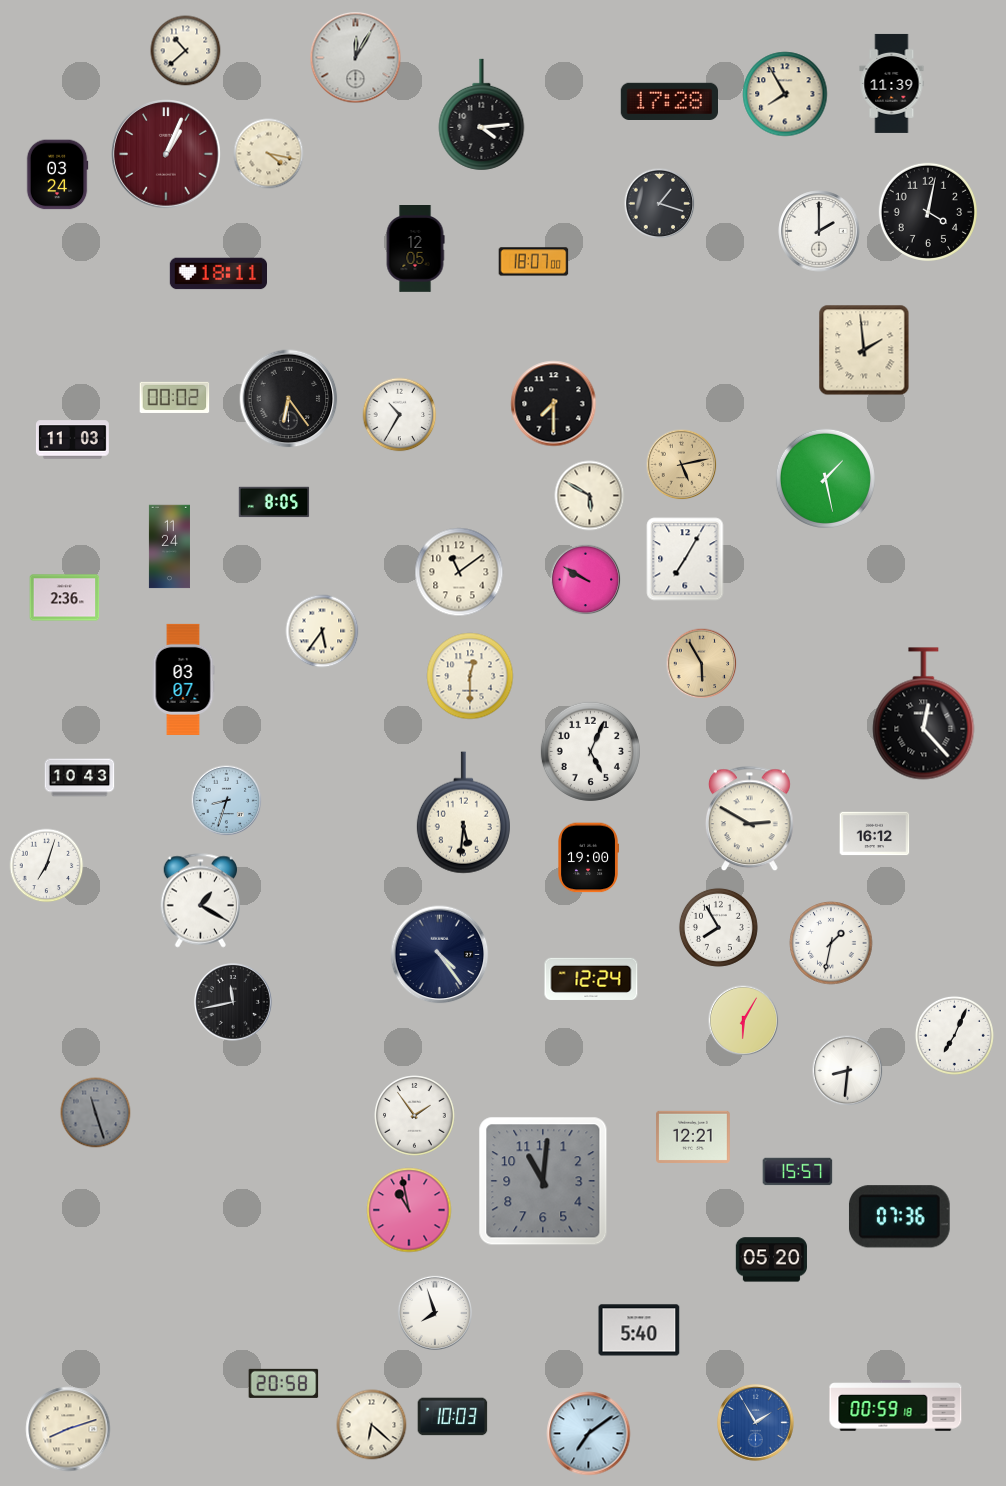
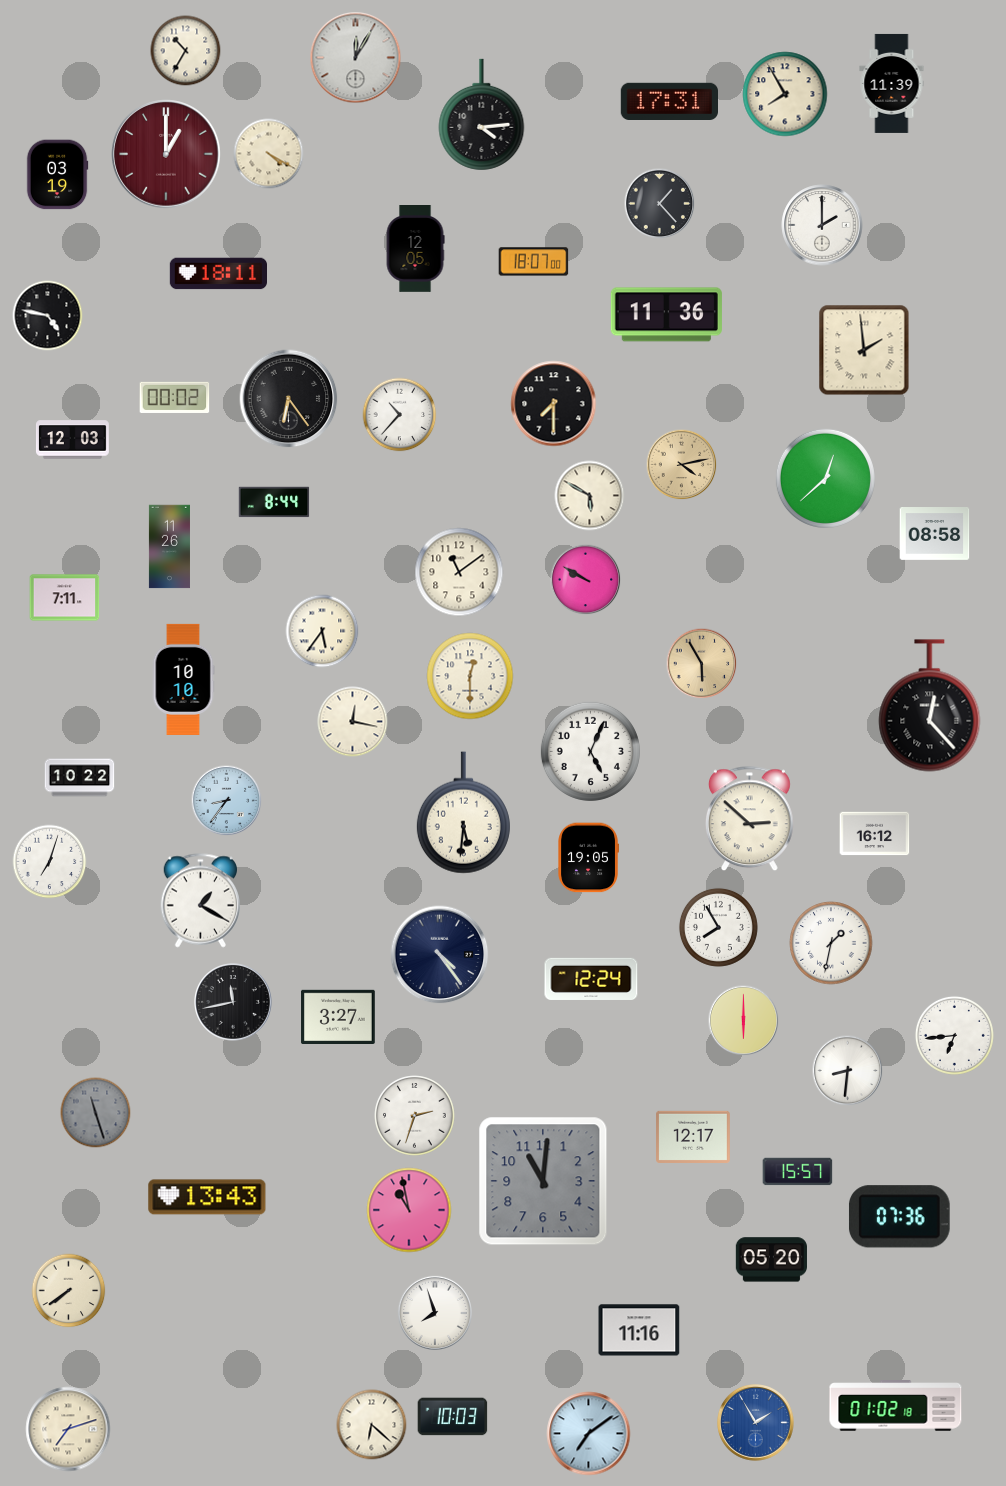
clock at (186, 51): 10:38 -> 10:35
clock at (669, 101): 17:28 -> 17:31
clock at (166, 154): 1:04 -> 1:00
clock at (269, 154): 4:17 -> 4:20
clock at (57, 175): 03:24 -> 03:19
clock at (660, 204): 1:18 -> 1:23
clock at (928, 212): 4:02 -> none
clock at (819, 231) position: (819, 231) -> (822, 225)
clock at (666, 315): none -> 11:36
clock at (48, 316): none -> 4:47
clock at (400, 415): 10:35 -> 10:37
clock at (72, 440): 11:03 -> 12:03
clock at (682, 465): 5:13 -> 4:13
clock at (825, 478): 1:28 -> 12:38
clock at (274, 502): 8:05 -> 8:44
clock at (935, 534): none -> 08:58
clock at (169, 547): 11:24 -> 11:26
clock at (685, 559): 7:05 -> none
clock at (65, 598): 2:36 -> 7:11
clock at (183, 679): 03:07 -> 10:10
clock at (924, 714) position: (924, 714) -> (930, 706)
clock at (353, 722): none -> 12:17
clock at (80, 778): 10:43 -> 10:22
clock at (227, 801): 8:33 -> 8:36
clock at (750, 819): 2:50 -> 2:52
clock at (588, 858): 19:00 -> 19:05
clock at (47, 866) position: (47, 866) -> (50, 862)
clock at (338, 1016): none -> 3:27
clock at (744, 1021): 6:05 -> 6:00
clock at (954, 1035): 7:04 -> 6:44
clock at (415, 1116): 1:54 -> 2:33
clock at (693, 1136): 12:21 -> 12:17
clock at (207, 1197): none -> 13:43
clock at (69, 1291): none -> 7:39
clock at (639, 1330): 5:40 -> 11:16
clock at (284, 1383): 20:58 -> none
clock at (896, 1406): 00:59 -> 01:02
clock at (68, 1429): 8:12 -> 7:12
